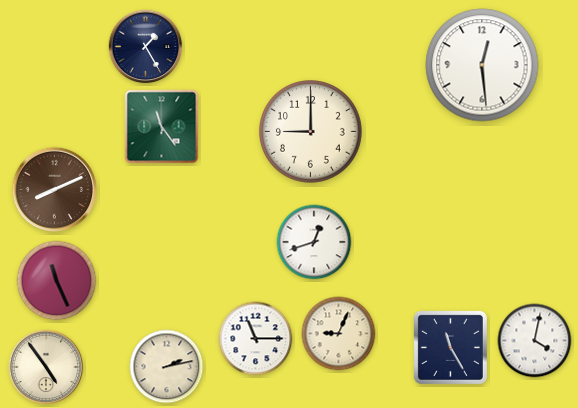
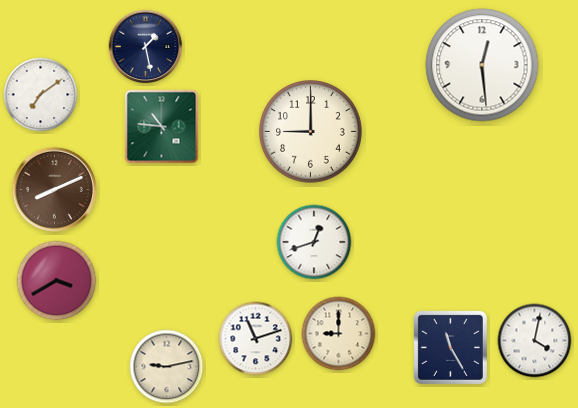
clock at (146, 47): 1:25 -> 1:28
clock at (41, 95): none -> 7:09
clock at (162, 127): 11:24 -> 10:46
clock at (57, 281): 11:26 -> 3:40
clock at (339, 334): 9:04 -> 9:00
clock at (256, 339): 11:15 -> 11:12
clock at (46, 367): 4:54 -> none
clock at (167, 367): 2:13 -> 9:13
